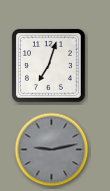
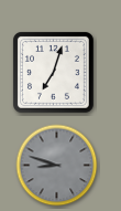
clock at (52, 150): 9:13 -> 8:48
